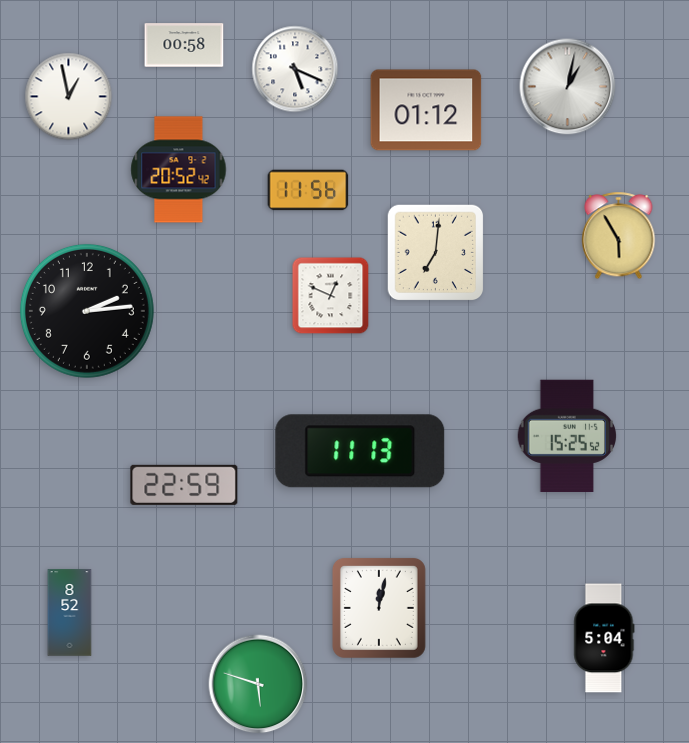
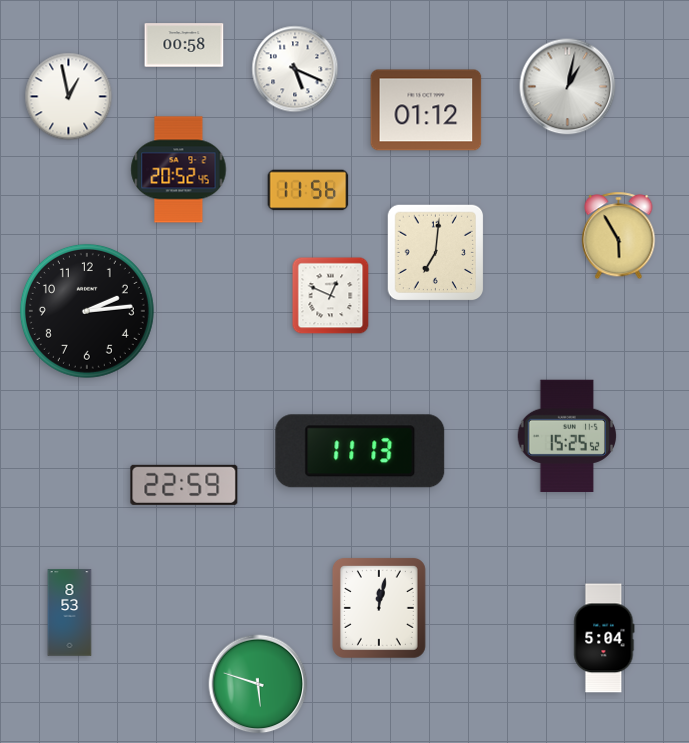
clock at (179, 170): 20:52:42 -> 20:52:45
clock at (70, 613): 8:52 -> 8:53
